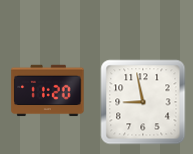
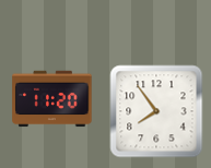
clock at (143, 102): 8:58 -> 7:54
